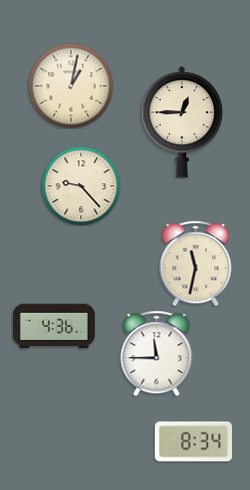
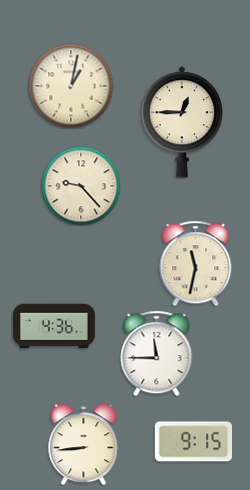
clock at (193, 442): 8:34 -> 9:15
clock at (84, 444): none -> 8:44
